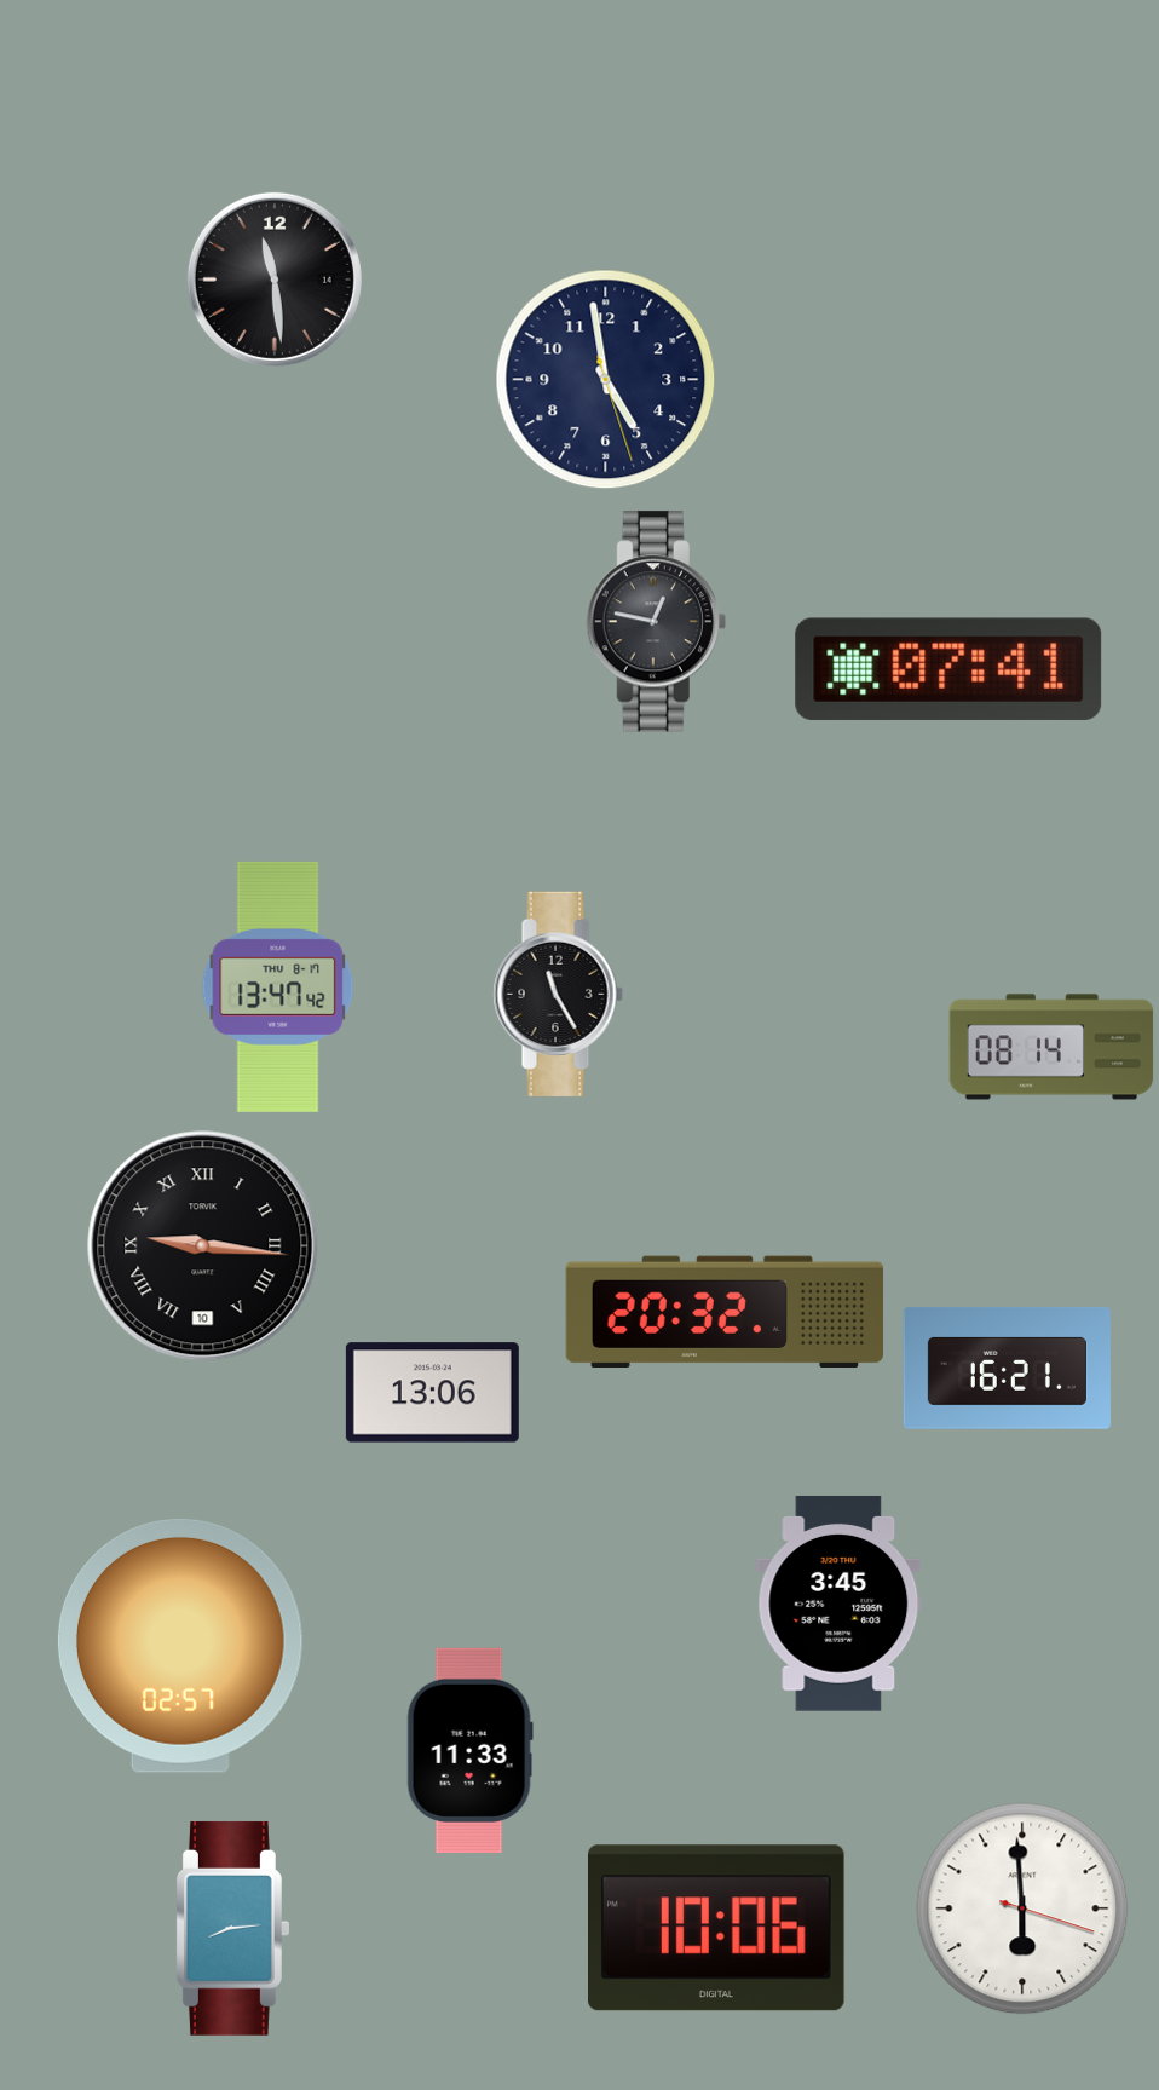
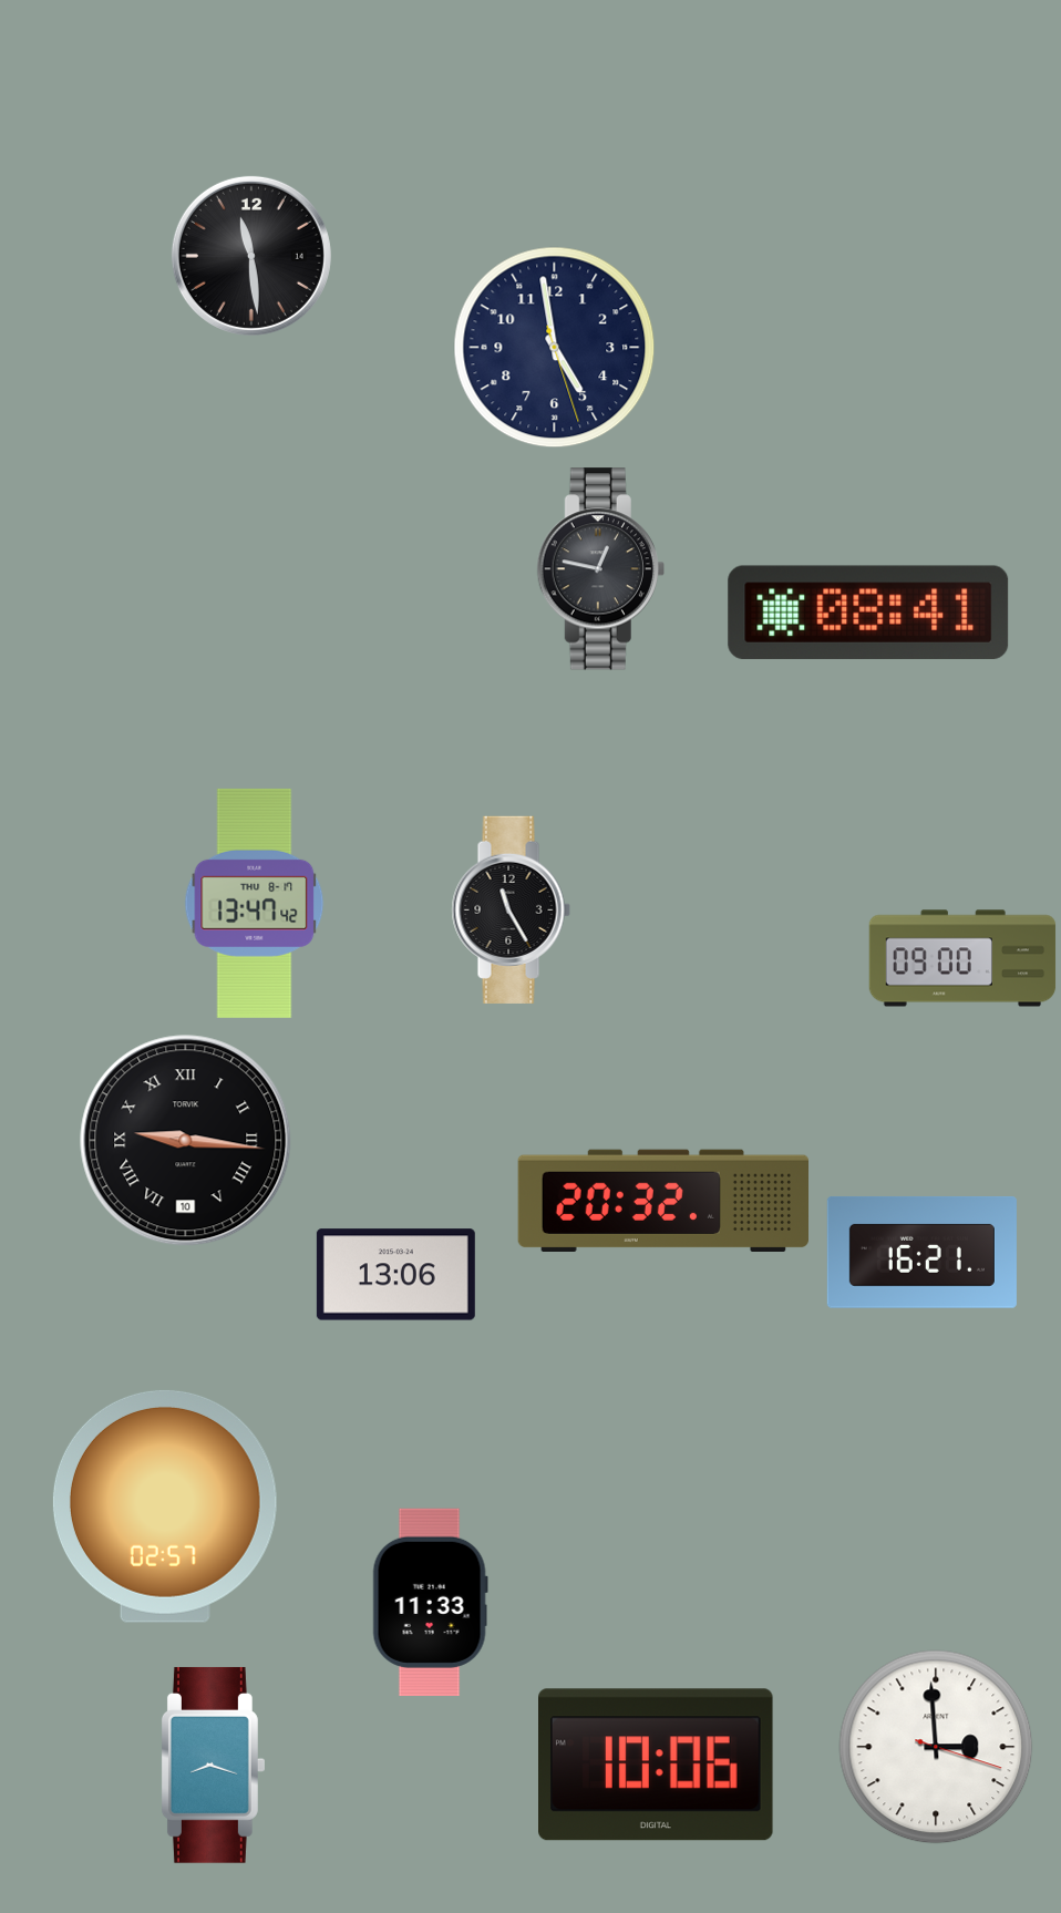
clock at (948, 669): 07:41 -> 08:41
clock at (1051, 1047): 08:14 -> 09:00
clock at (838, 1604): 3:45 -> none
clock at (1022, 1908): 5:59 -> 2:59
clock at (232, 1928): 8:14 -> 8:18
